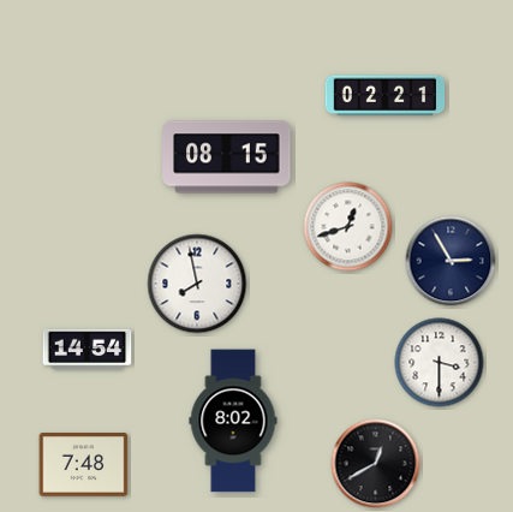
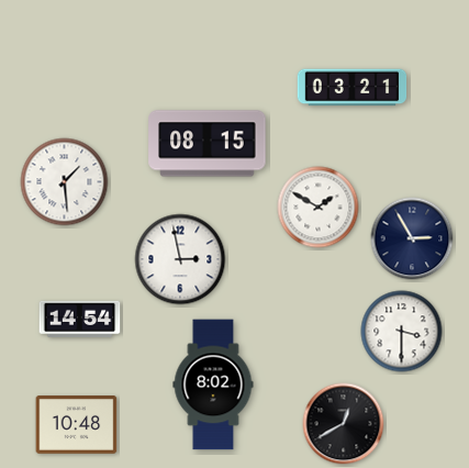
clock at (386, 96): 02:21 -> 03:21
clock at (65, 182): none -> 1:29
clock at (348, 227): 12:42 -> 1:50
clock at (197, 284): 7:58 -> 2:58
clock at (84, 465): 7:48 -> 10:48
